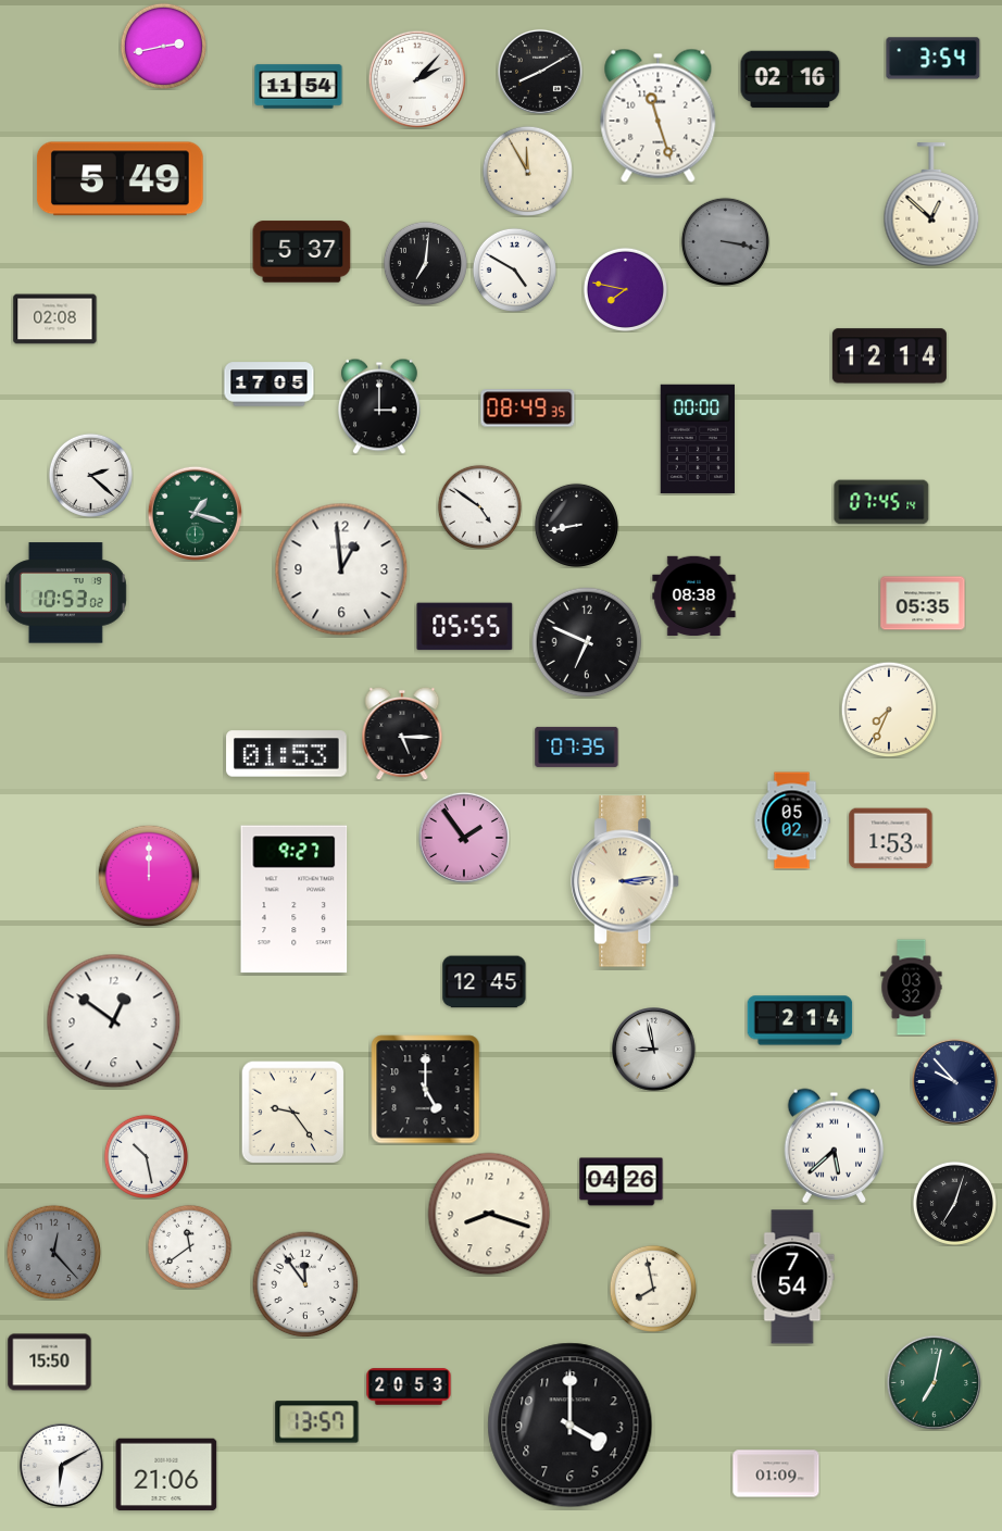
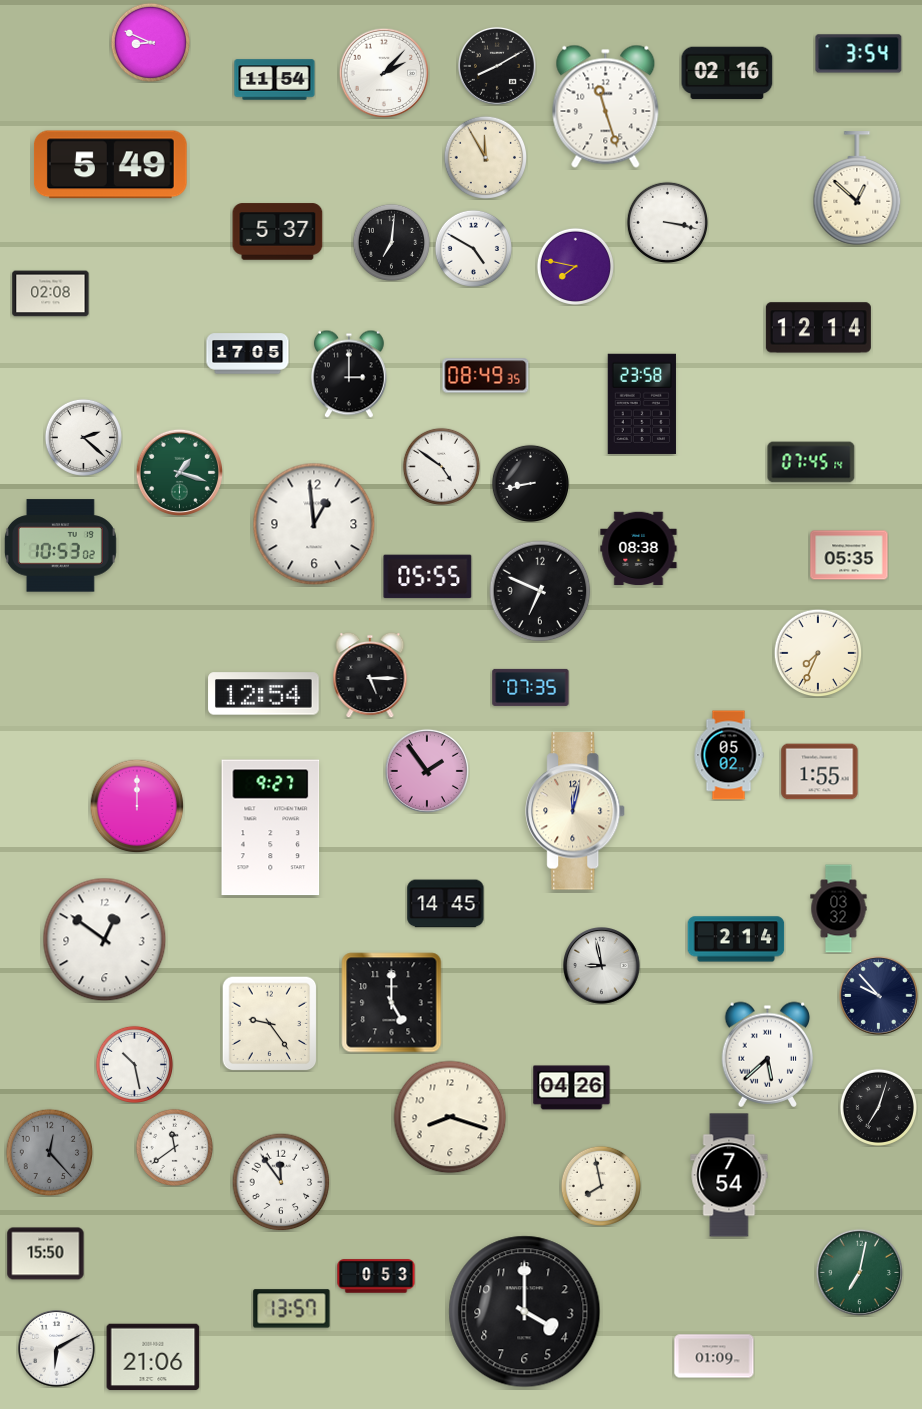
clock at (163, 46): 2:43 -> 8:49
clock at (725, 241) dial: grey -> white
clock at (698, 439): 00:00 -> 23:58
clock at (287, 754): 01:53 -> 12:54
clock at (891, 839): 1:53 -> 1:55
clock at (626, 881): 3:14 -> 12:02
clock at (485, 982): 12:45 -> 14:45
clock at (409, 1386): 20:53 -> 0:53
